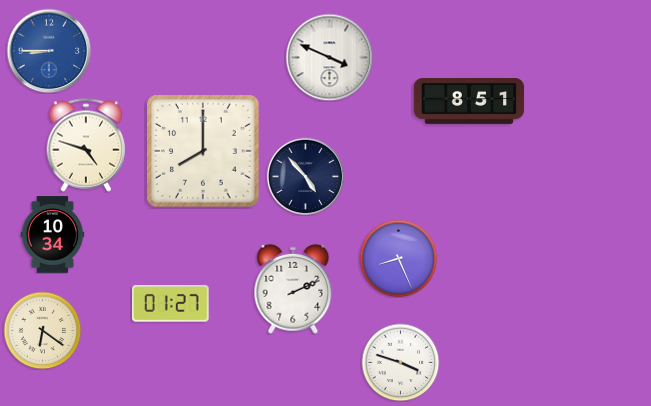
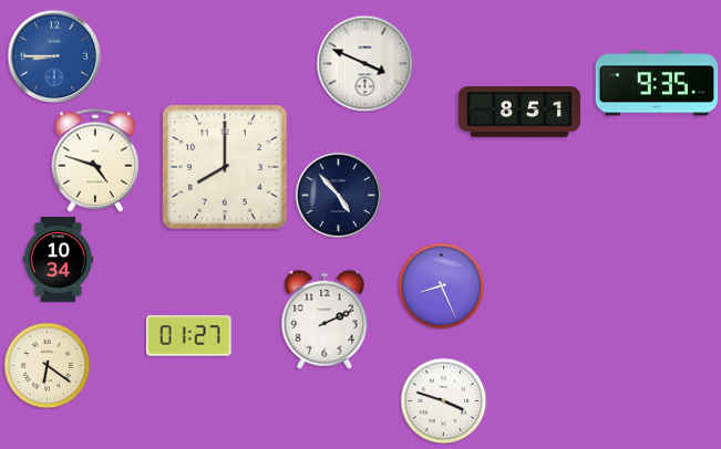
clock at (657, 83): none -> 9:35
